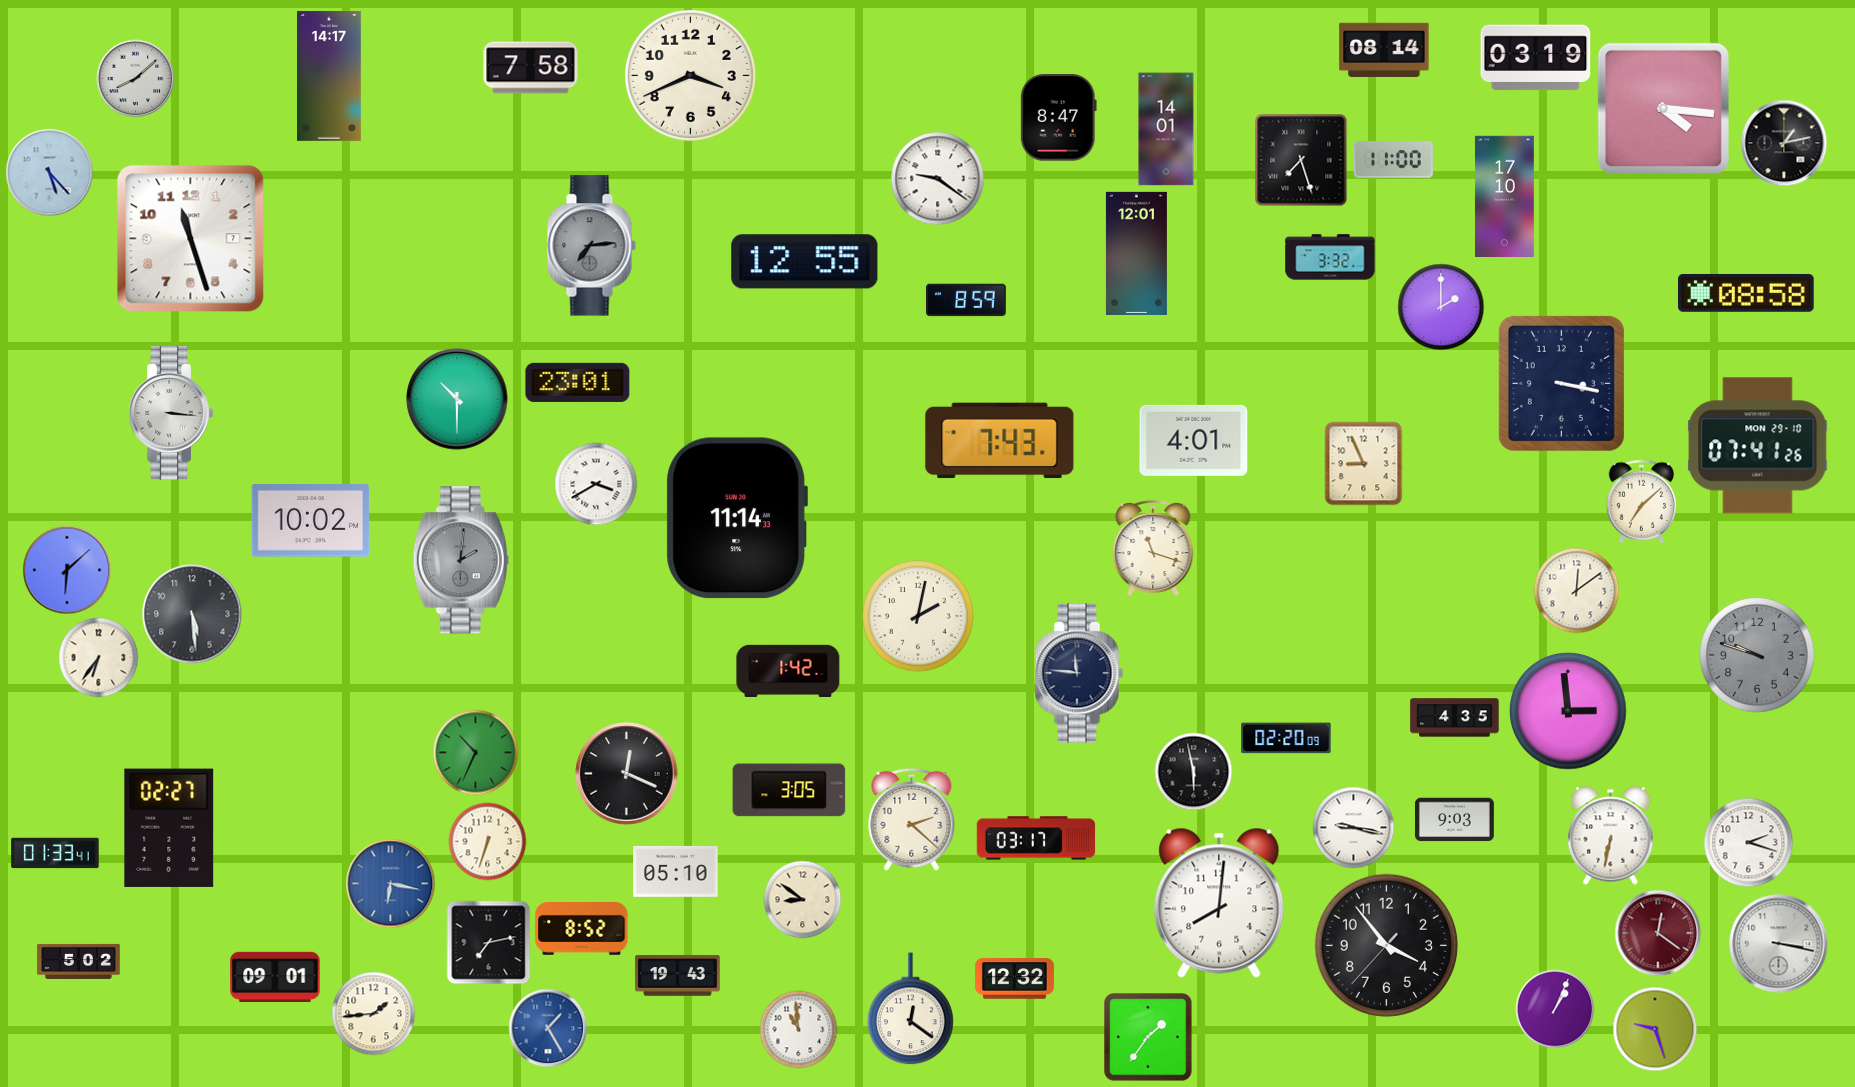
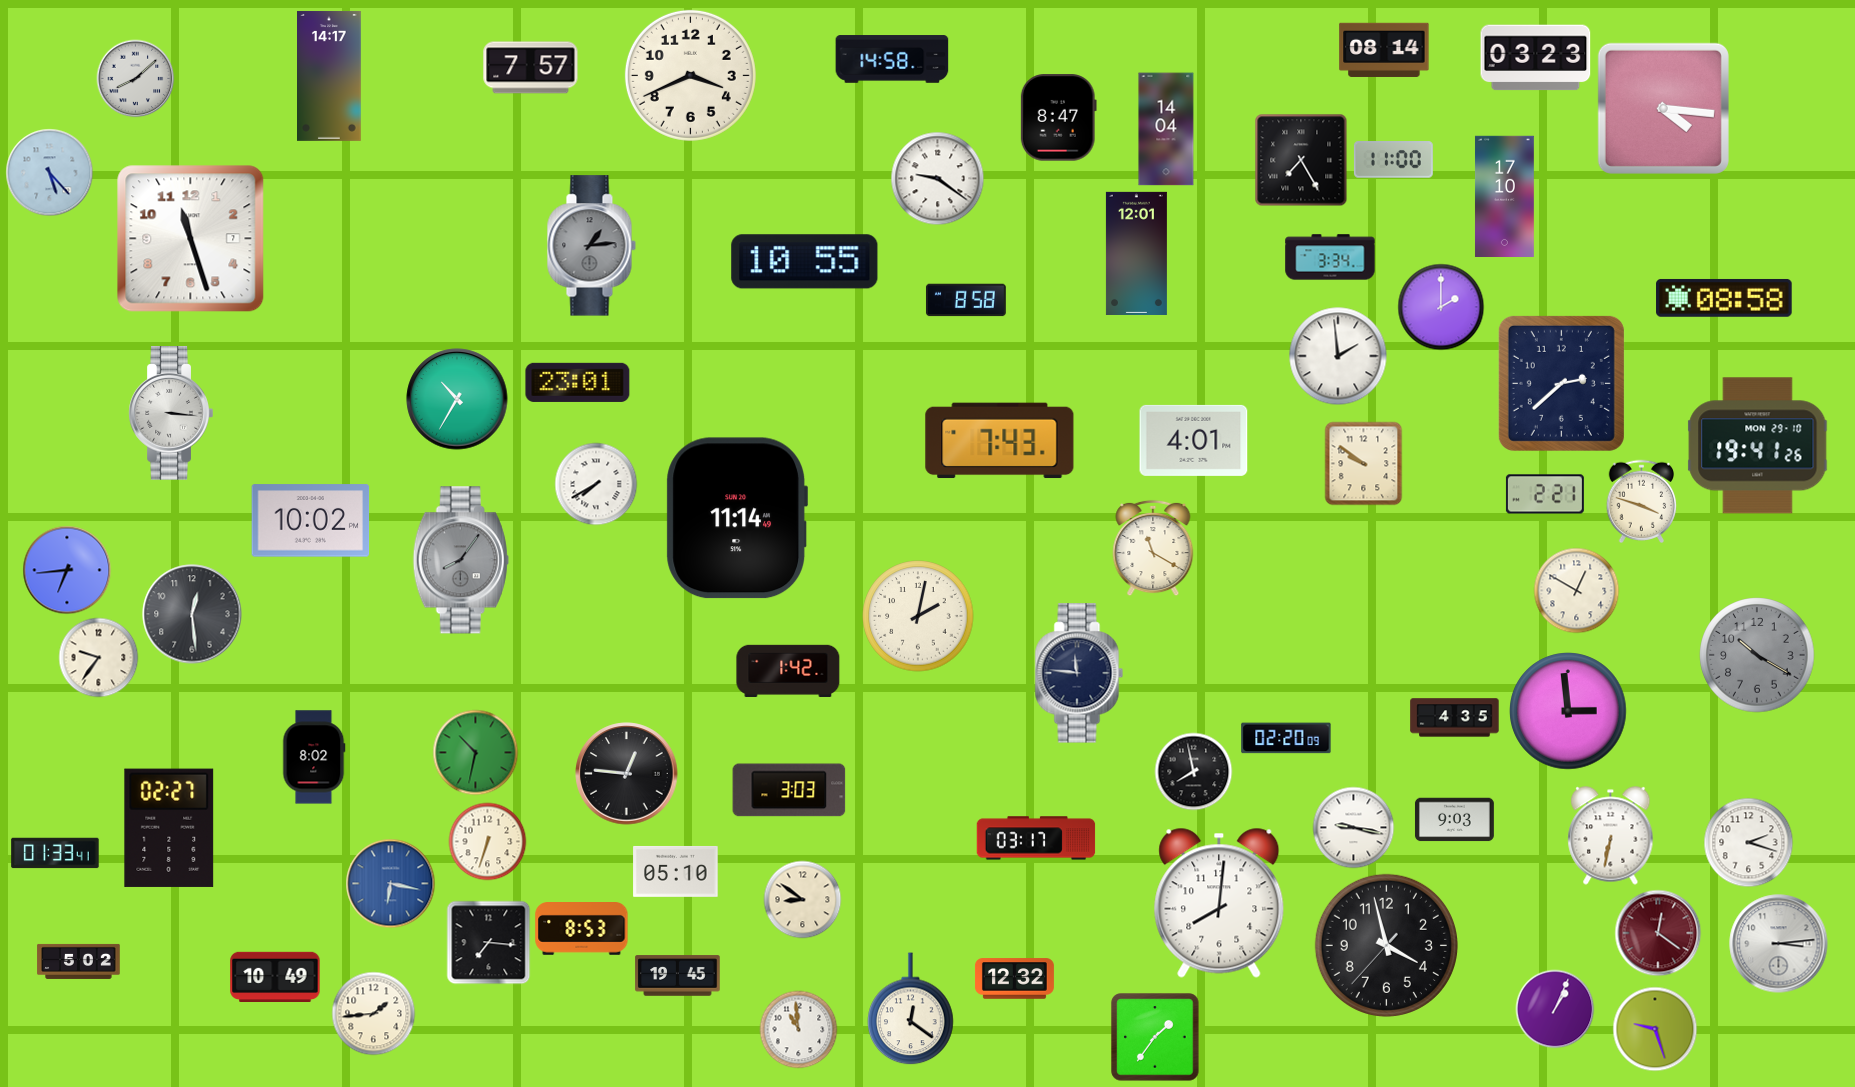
clock at (1536, 58): 03:19 -> 03:23
clock at (892, 59): none -> 14:58
clock at (531, 68): 7:58 -> 7:57
clock at (1166, 129): 14:01 -> 14:04
clock at (1784, 143): 1:13 -> none
clock at (1301, 160): 7:27 -> 7:25
clock at (591, 246): 7:14 -> 1:14
clock at (1330, 257): 3:32 -> 3:34
clock at (805, 262): 12:55 -> 10:55
clock at (1746, 293) position: (1746, 293) -> (1724, 298)
clock at (966, 300): 8:59 -> 8:58
clock at (1338, 356): none -> 1:59
clock at (1561, 383): 3:17 -> 2:38
clock at (457, 399): 10:30 -> 10:35
clock at (1758, 446): 07:41 -> 19:41
clock at (1364, 463): 8:56 -> 9:51
clock at (596, 484): 3:40 -> 7:40
clock at (1545, 494): none -> 2:21
clock at (1642, 501): 7:08 -> 3:48
clock at (737, 518): 11:14:33 -> 11:14:49
clock at (1153, 548): 11:18 -> 11:20
clock at (461, 560): 2:01 -> 8:06
clock at (67, 570): 6:08 -> 6:44
clock at (1576, 590): 12:09 -> 12:50
clock at (192, 614): 5:29 -> 12:29
clock at (1757, 655): 9:48 -> 10:20
clock at (98, 657): 6:36 -> 9:36
clock at (475, 752): 10:34 -> 10:32
clock at (314, 757): none -> 8:02
clock at (1193, 771): 5:58 -> 7:58
clock at (627, 774): 12:19 -> 12:46
clock at (789, 790): 3:05 -> 3:03
clock at (912, 819): 2:22 -> none
clock at (582, 929): 8:52 -> 8:53
clock at (488, 942): 7:13 -> 7:16
clock at (1779, 944): 3:17 -> 3:14
clock at (1386, 945): 3:53 -> 3:57
clock at (275, 976): 09:01 -> 10:49
clock at (678, 976): 19:43 -> 19:45
clock at (548, 1028): 1:25 -> none
clock at (1148, 1037) position: (1148, 1037) -> (1155, 1037)
